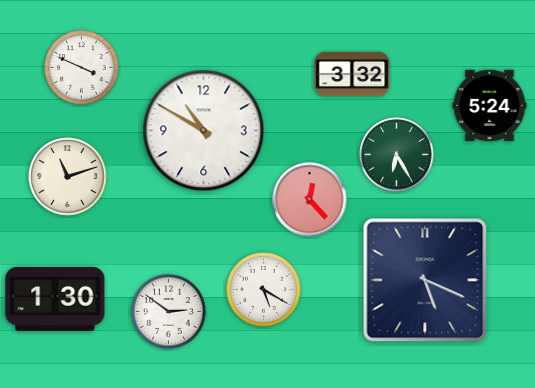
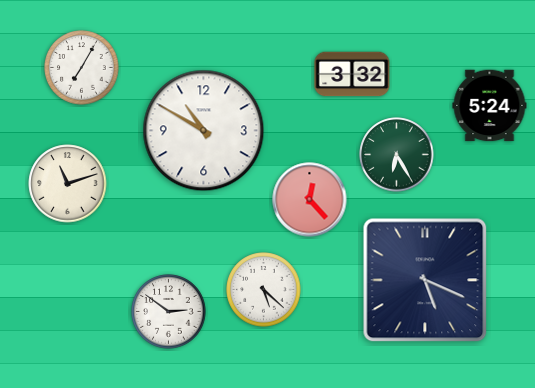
clock at (82, 68): 3:49 -> 7:05
clock at (68, 177) position: (68, 177) -> (68, 184)
clock at (264, 290): 5:20 -> 5:22
clock at (55, 299): 1:30 -> none
